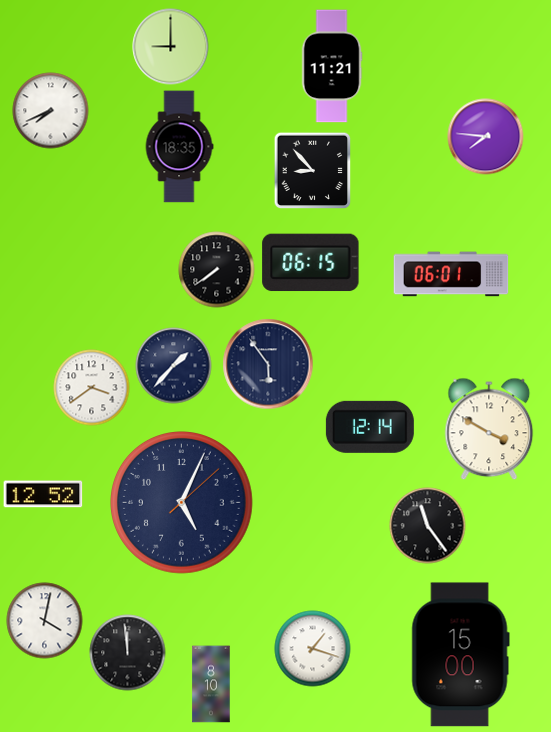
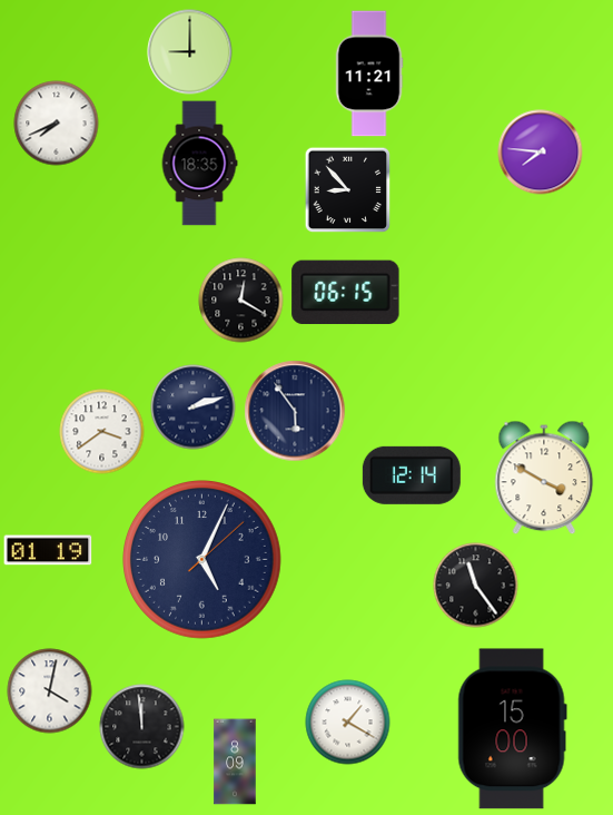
clock at (217, 270): 7:39 -> 12:20
clock at (451, 274): 06:01 -> none
clock at (268, 364) position: (268, 364) -> (295, 411)
clock at (174, 366): 1:37 -> 2:12
clock at (43, 494): 12:52 -> 01:19
clock at (313, 649): 1:18 -> 1:20
clock at (211, 684): 8:10 -> 8:09
